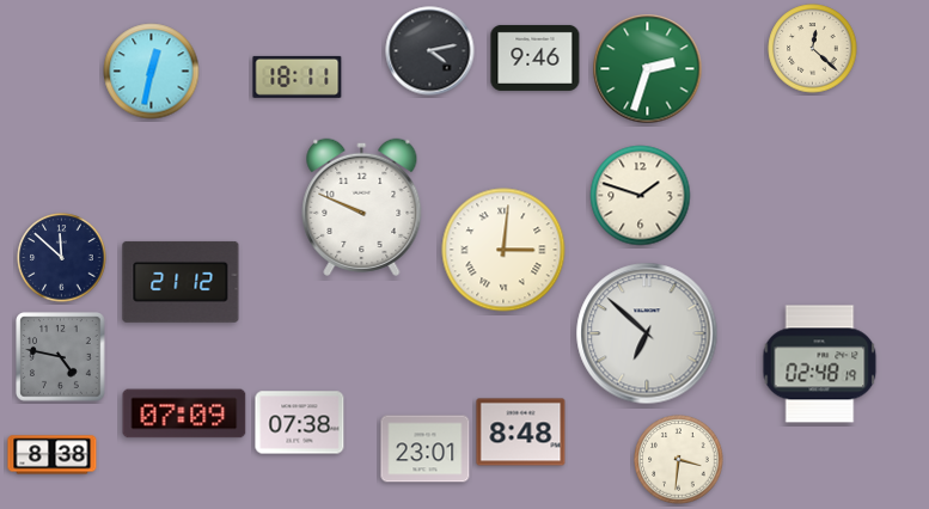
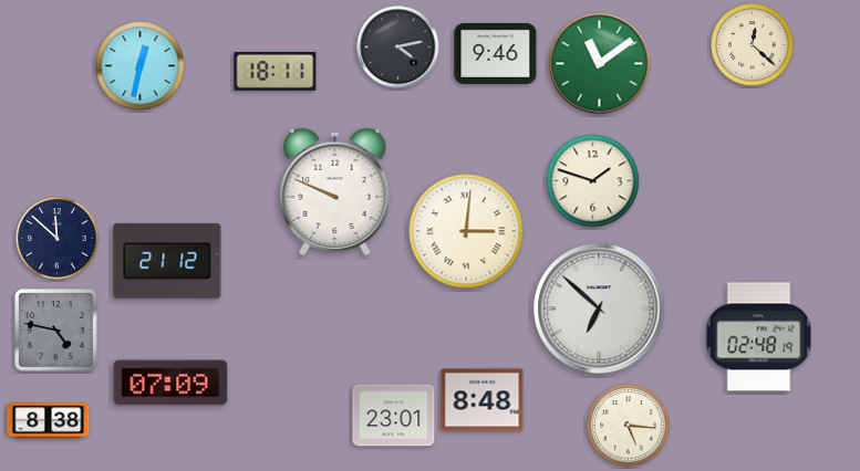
clock at (648, 69): 2:33 -> 11:09
clock at (300, 423): 07:38 -> none
clock at (679, 460): 3:31 -> 5:16
